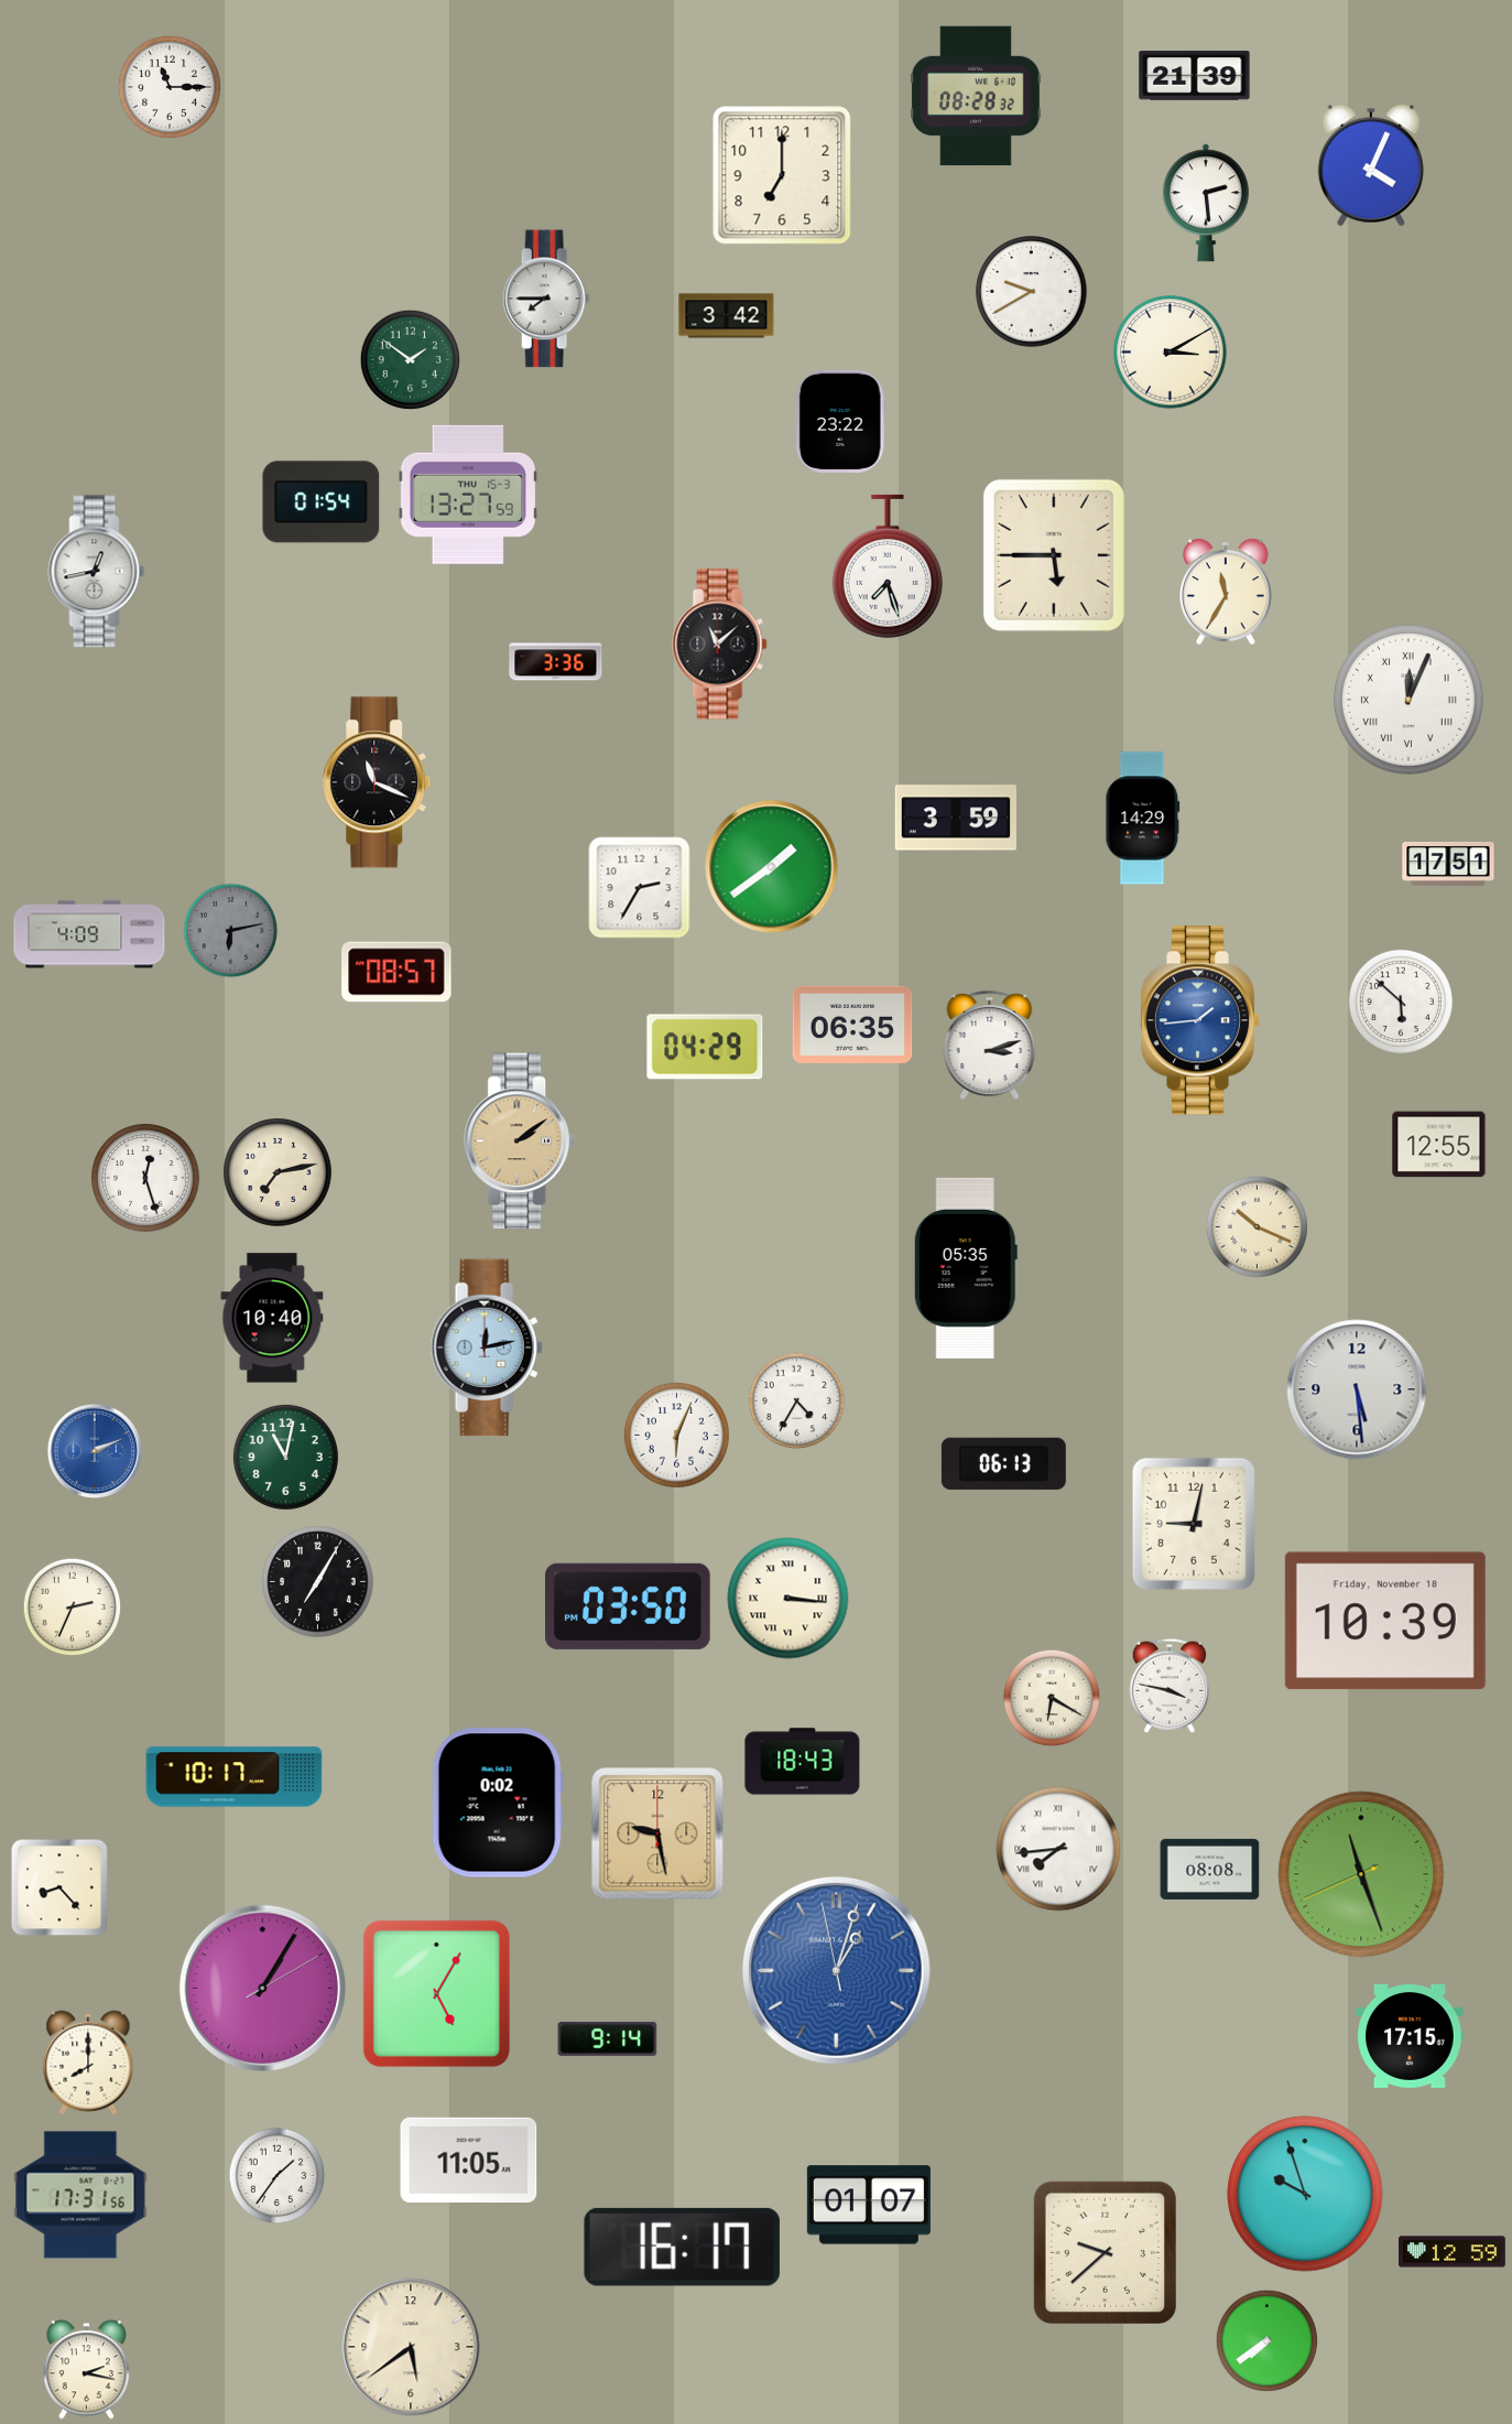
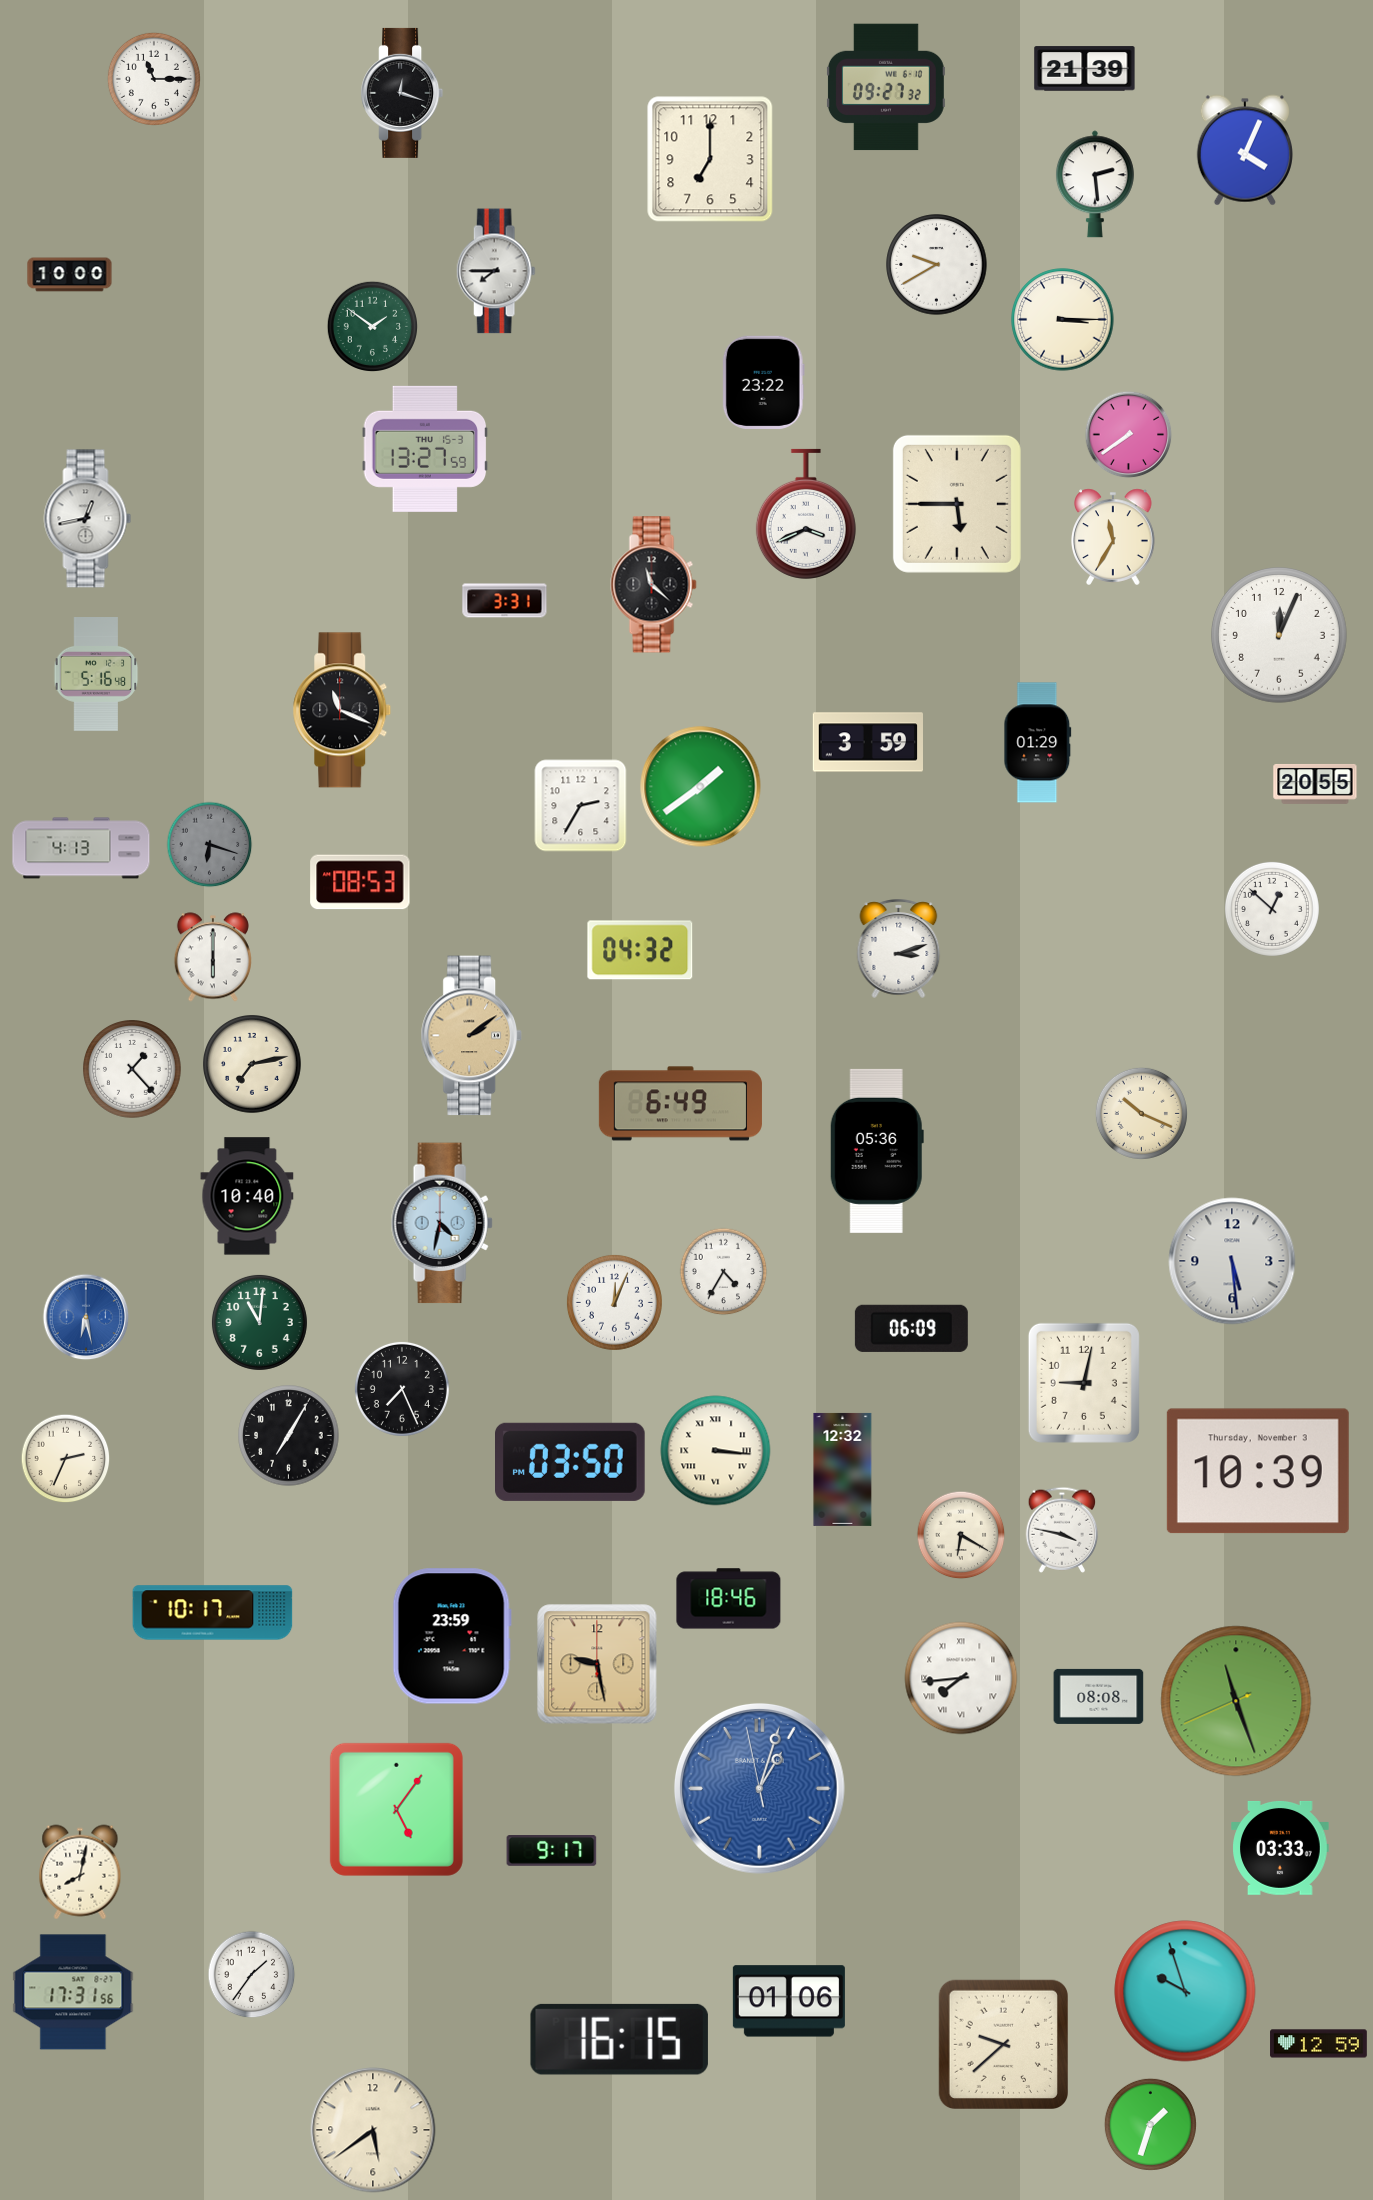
clock at (976, 96): 08:28 -> 09:27
clock at (402, 93): none -> 12:18
clock at (70, 275): none -> 10:00
clock at (727, 316): 3:42 -> none
clock at (1171, 353): 3:10 -> 3:15
clock at (1129, 435): none -> 7:39
clock at (322, 502): 01:54 -> none
clock at (888, 566): 7:27 -> 3:41
clock at (720, 645): 11:08 -> 11:22
clock at (556, 662): 3:36 -> 3:31
clock at (1408, 700) numerals: Roman -> Arabic
clock at (96, 675): none -> 5:16
clock at (1143, 819): 14:29 -> 01:29
clock at (1448, 864): 17:51 -> 20:55
clock at (231, 931): 6:13 -> 6:18
clock at (89, 934): 4:09 -> 4:13
clock at (396, 972): 08:57 -> 08:53
clock at (1401, 1002): 5:52 -> 12:52
clock at (1200, 1020): 1:44 -> none
clock at (852, 1025): 06:35 -> none
clock at (705, 1047): 04:29 -> 04:32
clock at (213, 957): none -> 6:00
clock at (1439, 1145): 12:55 -> none
clock at (146, 1179): 12:27 -> 1:23
clock at (680, 1104): none -> 6:49
clock at (966, 1268): 05:35 -> 05:36
clock at (487, 1348): 12:13 -> 4:32
clock at (676, 1435): 6:04 -> 12:04
clock at (95, 1451): 2:11 -> 6:28
clock at (285, 1457): 11:02 -> 11:01
clock at (1003, 1463): 06:13 -> 06:09
clock at (402, 1389): none -> 7:26
clock at (629, 1606) position: (629, 1606) -> (571, 1462)
clock at (843, 1469): none -> 12:32
clock at (1385, 1621) date: Friday, November 18 -> Thursday, November 3
clock at (1052, 1698) position: (1052, 1698) -> (961, 1535)
clock at (803, 1762): 18:43 -> 18:46
clock at (498, 1803): 0:02 -> 23:59
clock at (59, 1887): 8:23 -> none
clock at (262, 1988): 1:05 -> none
clock at (436, 1993): 5:05 -> 5:06
clock at (1410, 2036): 17:15 -> 03:33
clock at (608, 2039): 9:14 -> 9:17
clock at (88, 2063): 8:00 -> 8:02
clock at (469, 2160): 11:05 -> none
clock at (869, 2205): 01:07 -> 01:06
clock at (682, 2247): 16:17 -> 16:15
clock at (1266, 2340): 7:39 -> 1:33
clock at (86, 2370): 2:17 -> none
